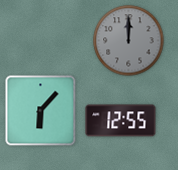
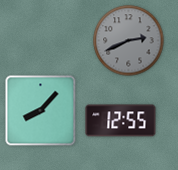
clock at (129, 41): 12:00 -> 2:41
clock at (41, 111): 6:07 -> 8:07
